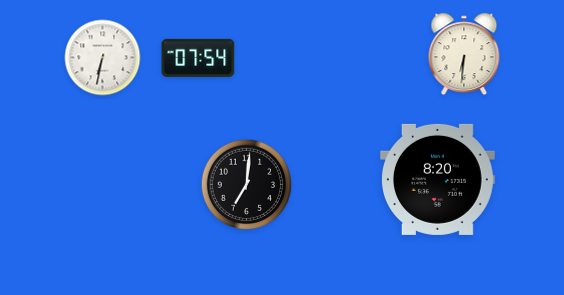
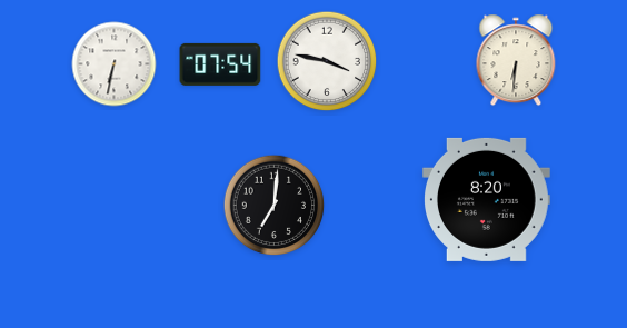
clock at (327, 61): none -> 3:47
